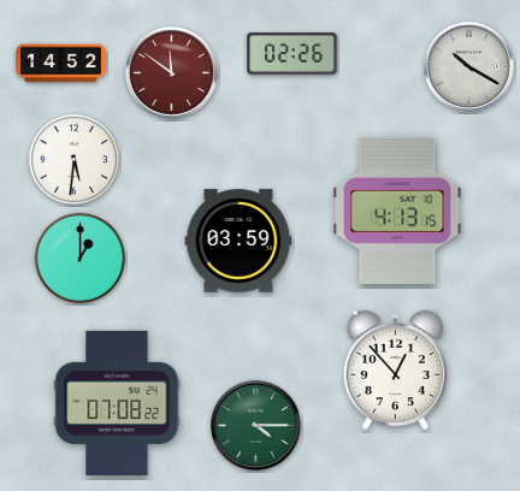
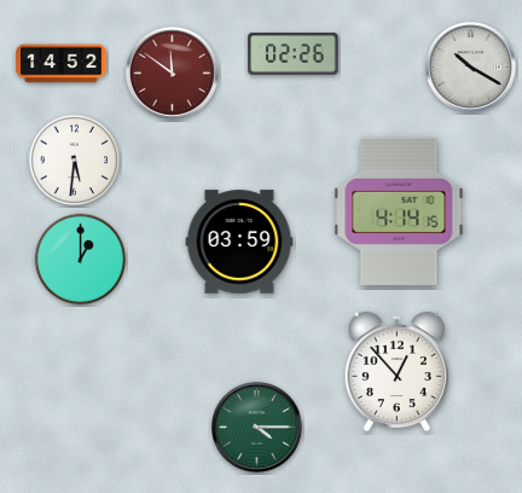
clock at (397, 211): 4:13 -> 4:14
clock at (117, 403): 07:08 -> none
